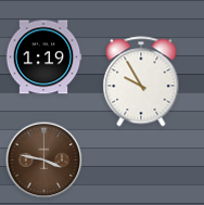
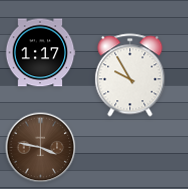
clock at (43, 57): 1:19 -> 1:17
